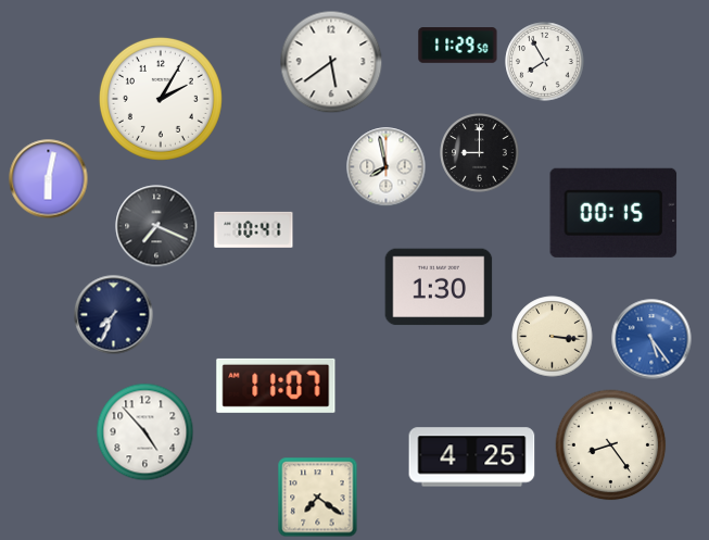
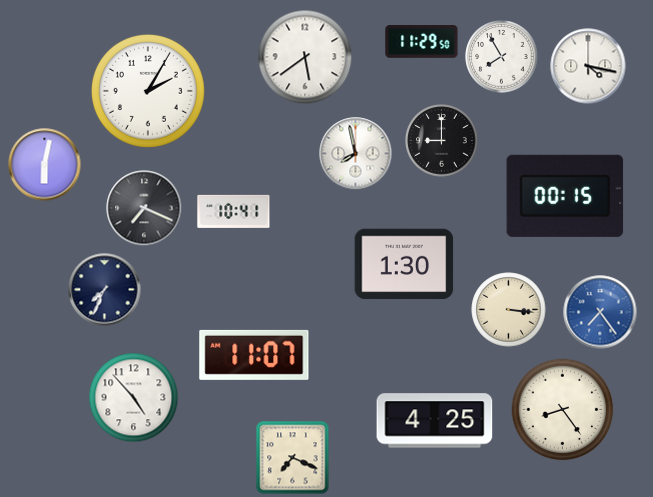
clock at (588, 66): none -> 4:17
clock at (651, 339): 5:24 -> 7:24
clock at (318, 498): 7:21 -> 7:19
